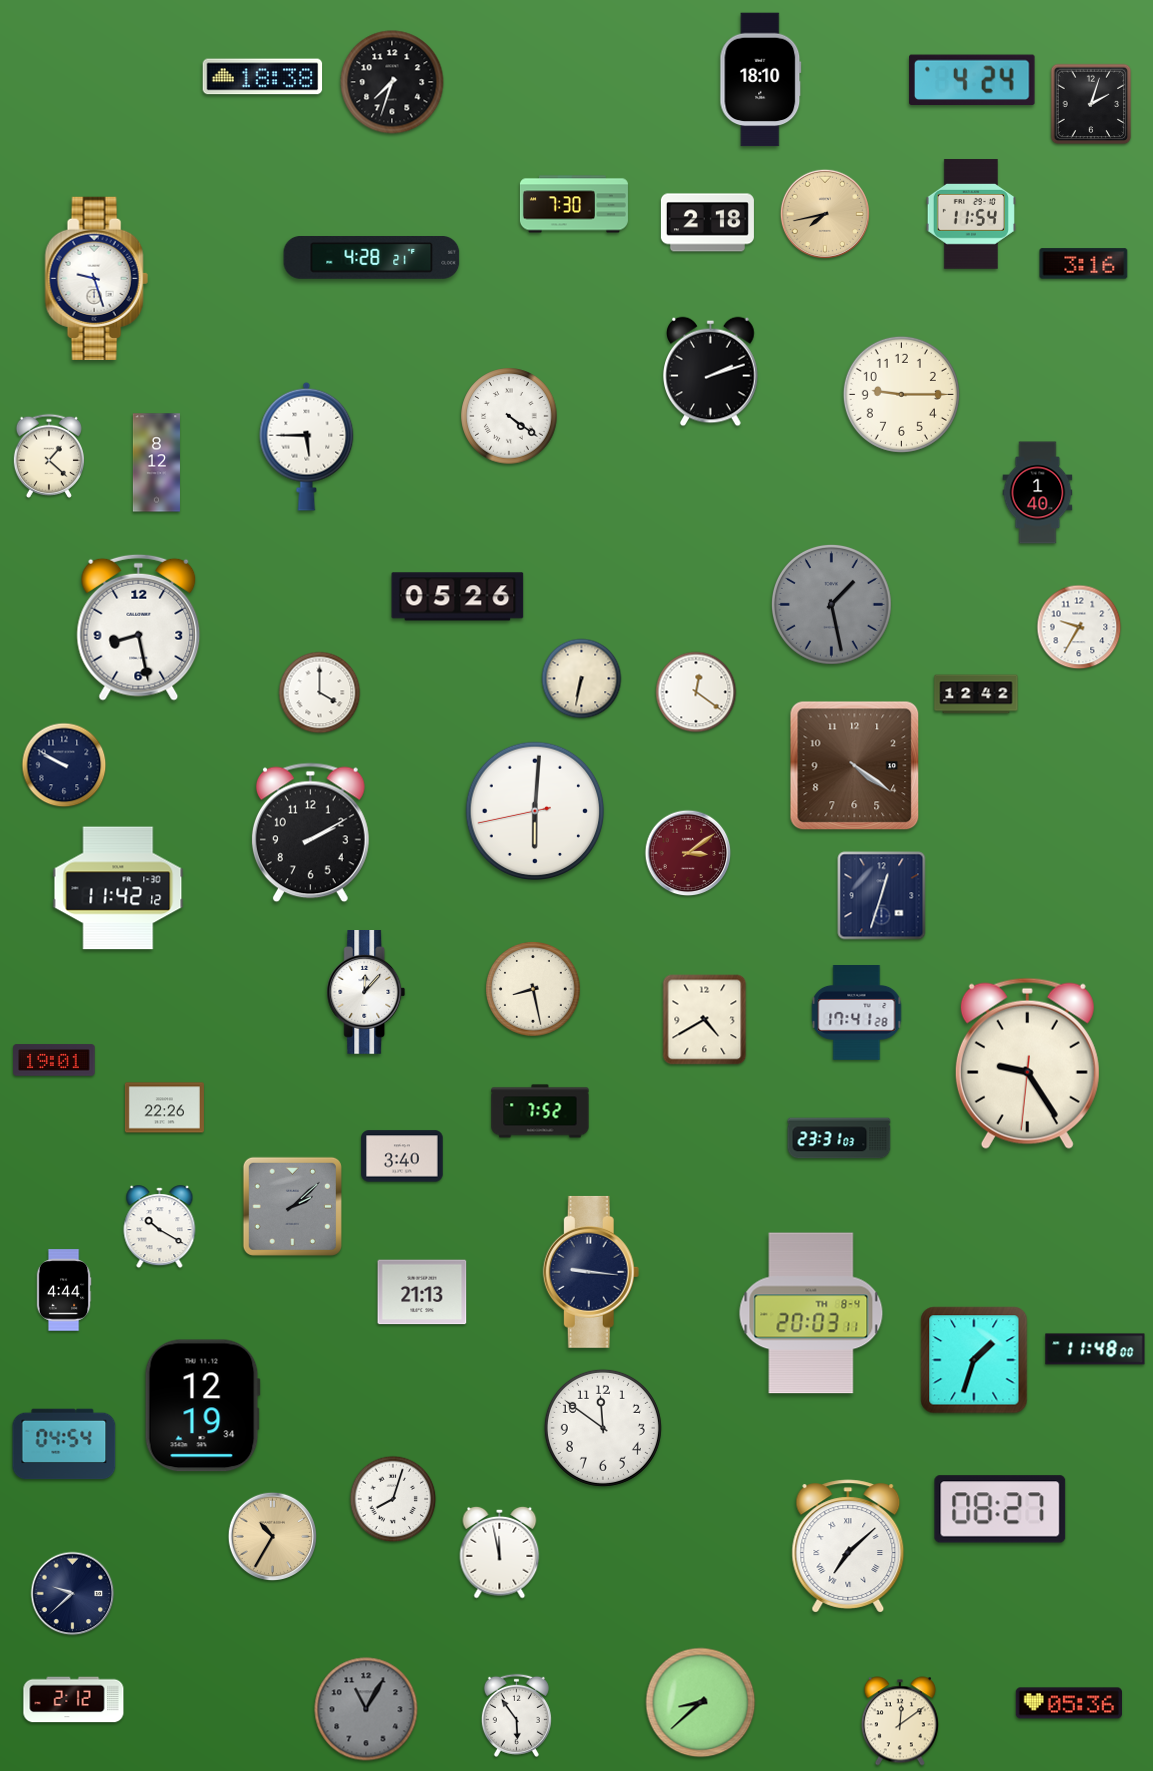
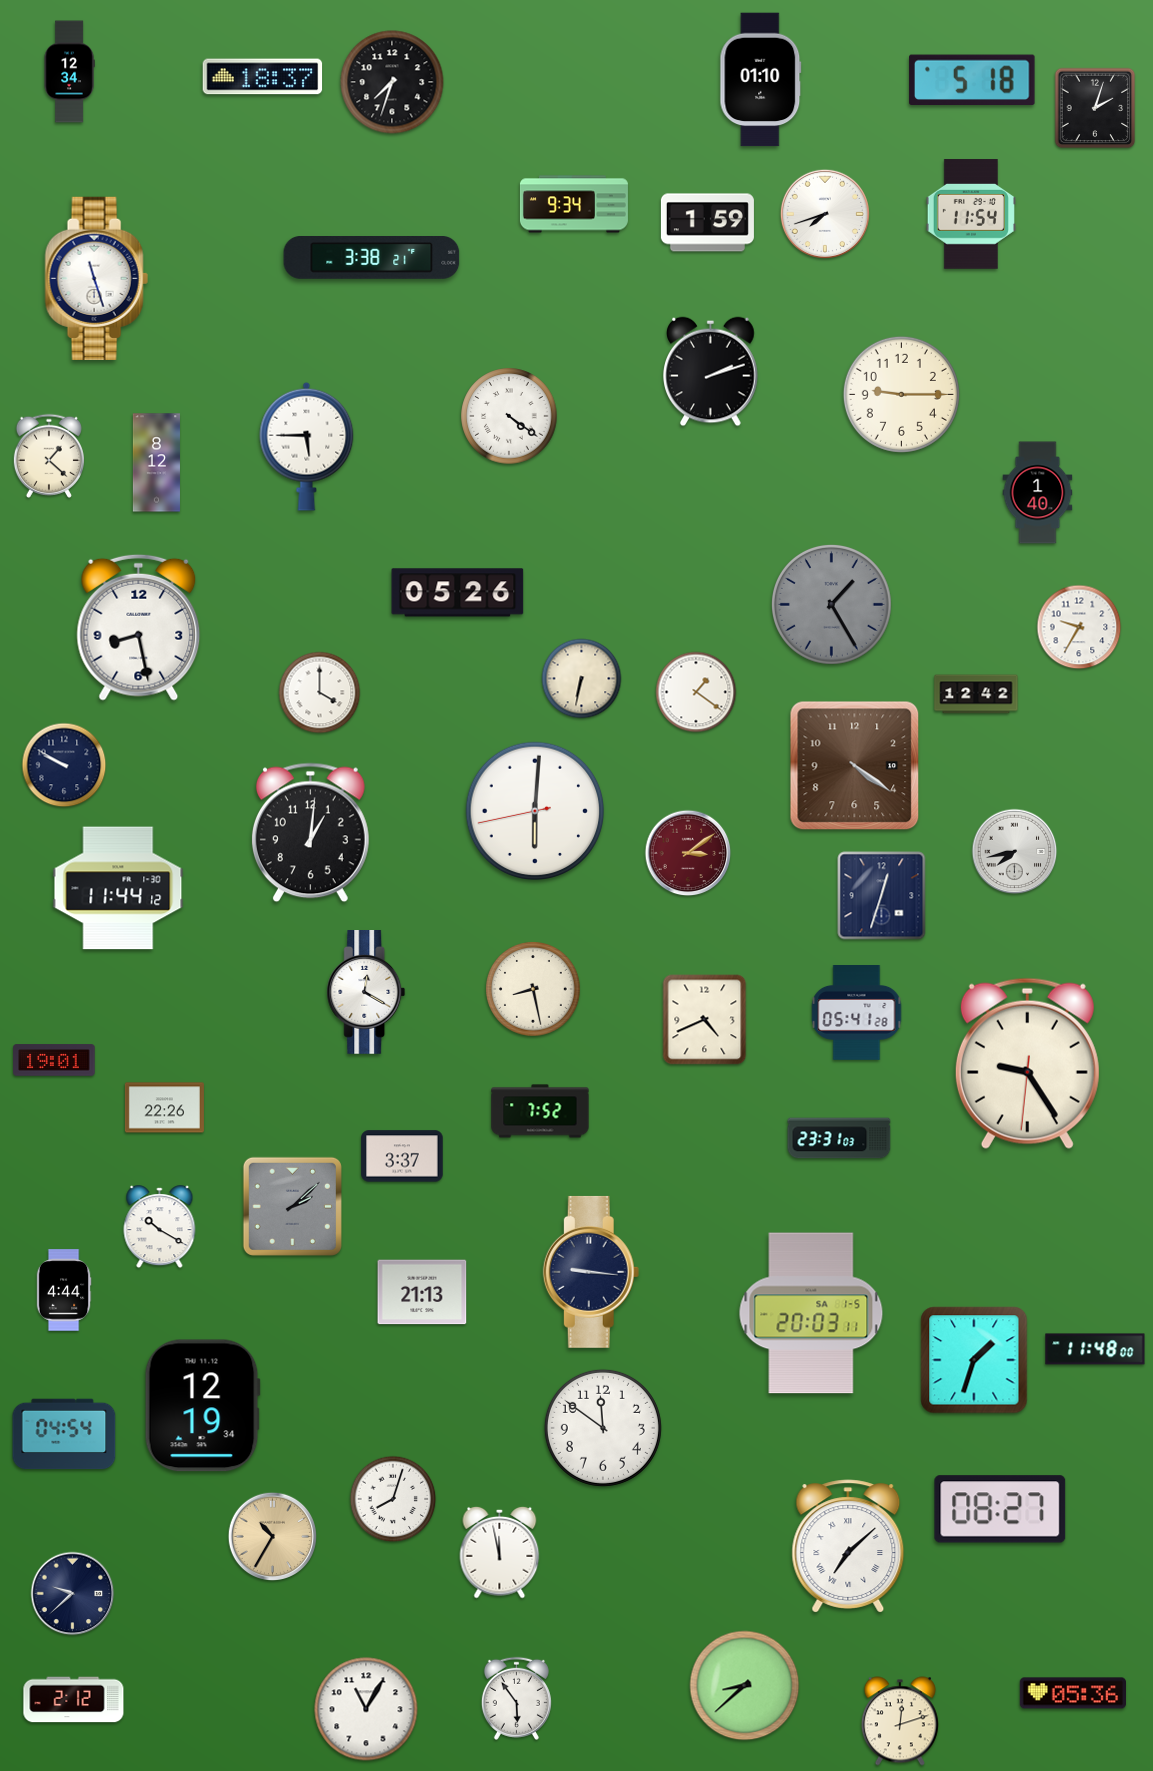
clock at (69, 72): none -> 12:34
clock at (263, 77): 18:38 -> 18:37
clock at (761, 80): 18:10 -> 01:10
clock at (972, 80): 4:24 -> 5:18
clock at (1091, 104) position: (1091, 104) -> (1095, 108)
clock at (574, 204): 7:30 -> 9:34
clock at (825, 214): 7:43 -> 7:42
clock at (825, 214) dial: champagne -> white
clock at (707, 223): 2:18 -> 1:59
clock at (372, 258): 4:28 -> 3:38
clock at (1084, 264): 3:16 -> none
clock at (96, 278): 9:27 -> 11:27
clock at (458, 597) position: (458, 597) -> (458, 593)
clock at (831, 604): 1:28 -> 1:25
clock at (696, 692): 12:21 -> 1:21
clock at (310, 833): 2:10 -> 1:01
clock at (1015, 852): none -> 7:43
clock at (118, 888): 11:42 -> 11:44
clock at (366, 993): 12:07 -> 12:20
clock at (857, 1013): 17:41 -> 05:41
clock at (705, 1020): 4:40 -> 4:41
clock at (402, 1156): 3:40 -> 3:37
clock at (811, 1313) date: TH 8-4 -> SA 1-5
clock at (64, 1444) position: (64, 1444) -> (64, 1434)
clock at (701, 1703) position: (701, 1703) -> (745, 1686)
clock at (1068, 1703) position: (1068, 1703) -> (1072, 1693)
clock at (366, 1709) dial: grey -> white
clock at (516, 1715) position: (516, 1715) -> (516, 1698)
clock at (900, 1721): 12:09 -> 12:12
